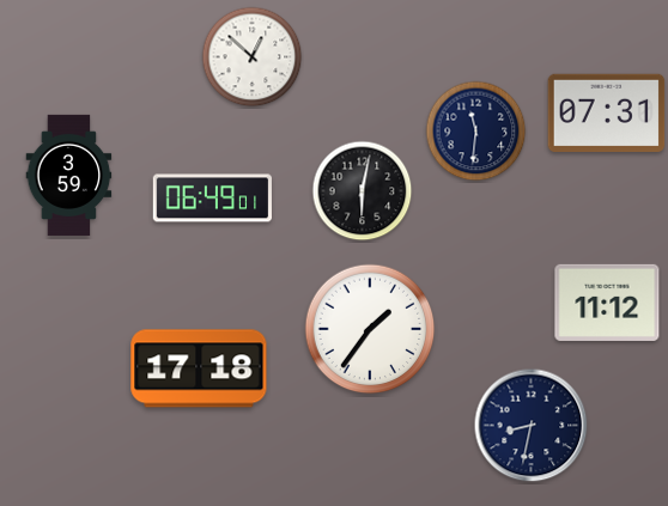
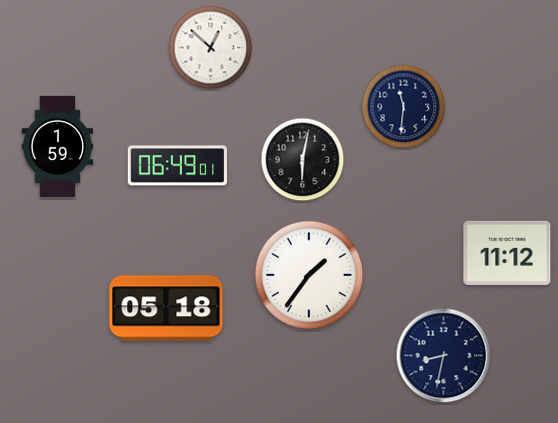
clock at (607, 112): 07:31 -> none
clock at (476, 132) position: (476, 132) -> (404, 107)
clock at (69, 175): 3:59 -> 1:59
clock at (199, 368): 17:18 -> 05:18
